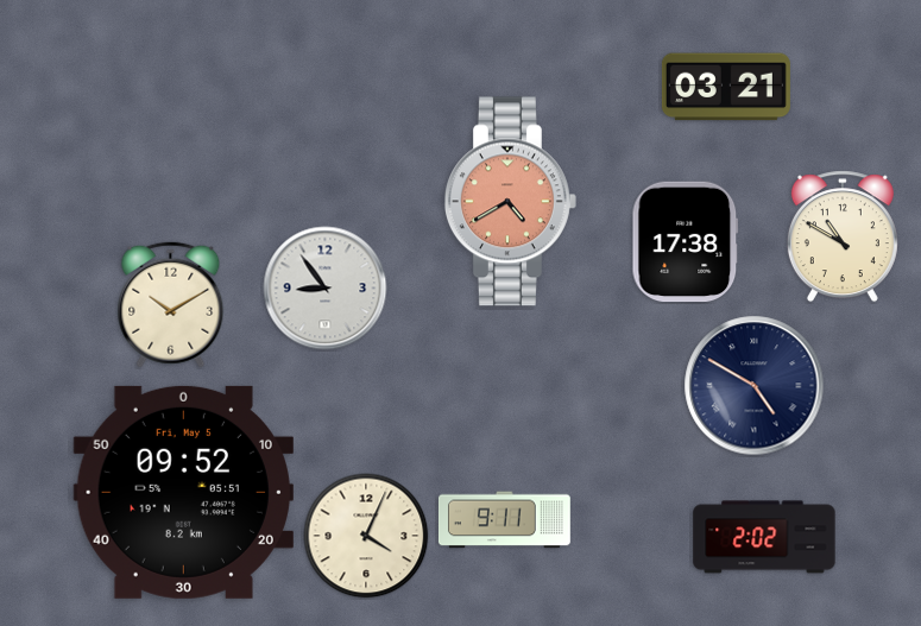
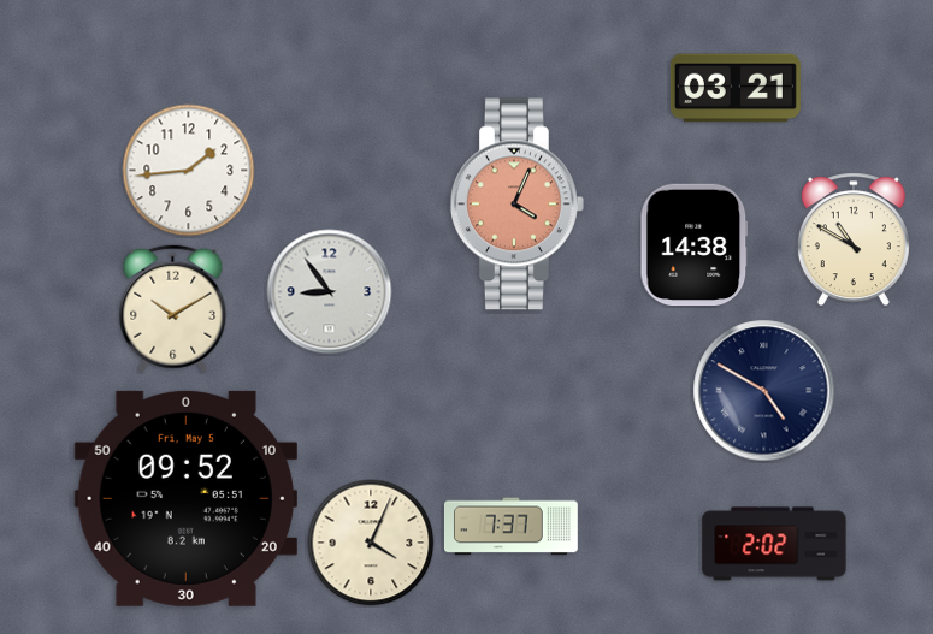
clock at (189, 171): none -> 1:44
clock at (510, 202): 4:40 -> 4:04
clock at (686, 242): 17:38 -> 14:38
clock at (505, 520): 9:11 -> 7:37
